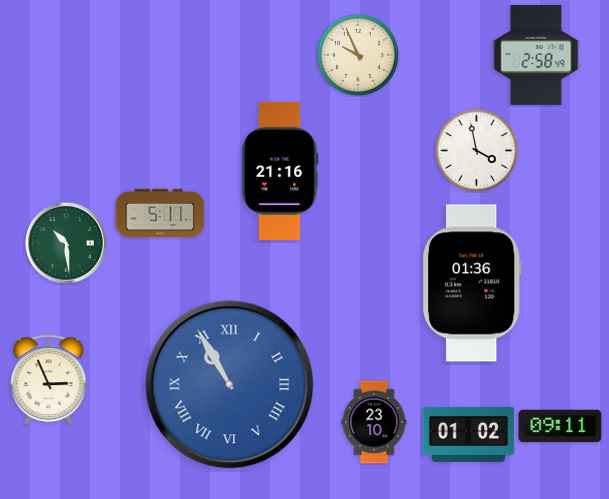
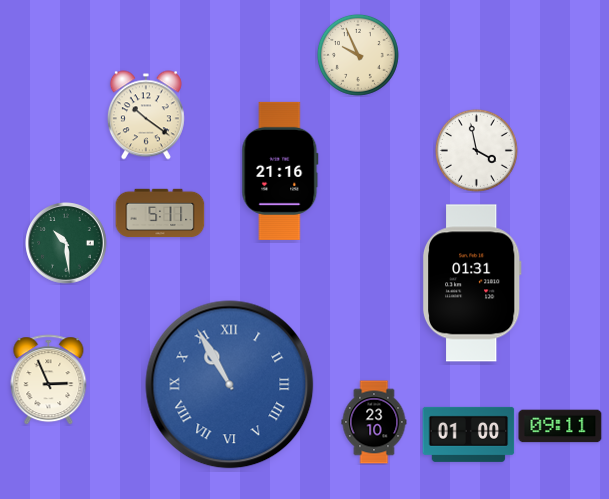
clock at (536, 55): 2:58 -> none
clock at (146, 115): none -> 10:21
clock at (472, 283): 01:36 -> 01:31
clock at (469, 434): 01:02 -> 01:00
